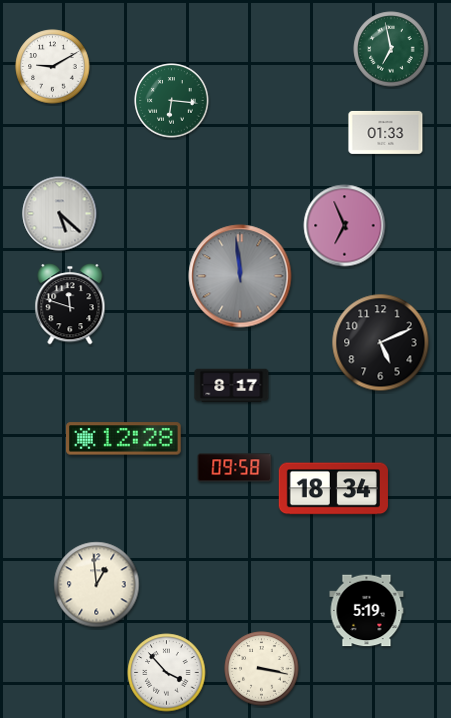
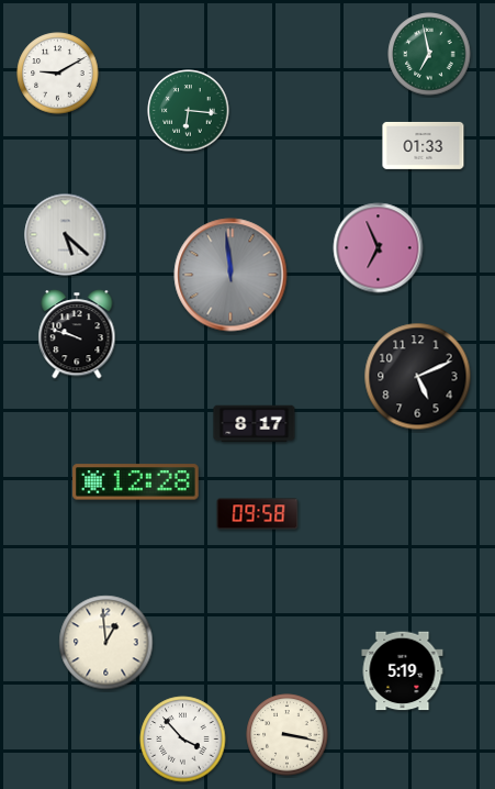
clock at (240, 276) position: (240, 276) -> (230, 275)
clock at (70, 304): 11:48 -> 9:48
clock at (333, 489): 18:34 -> none
